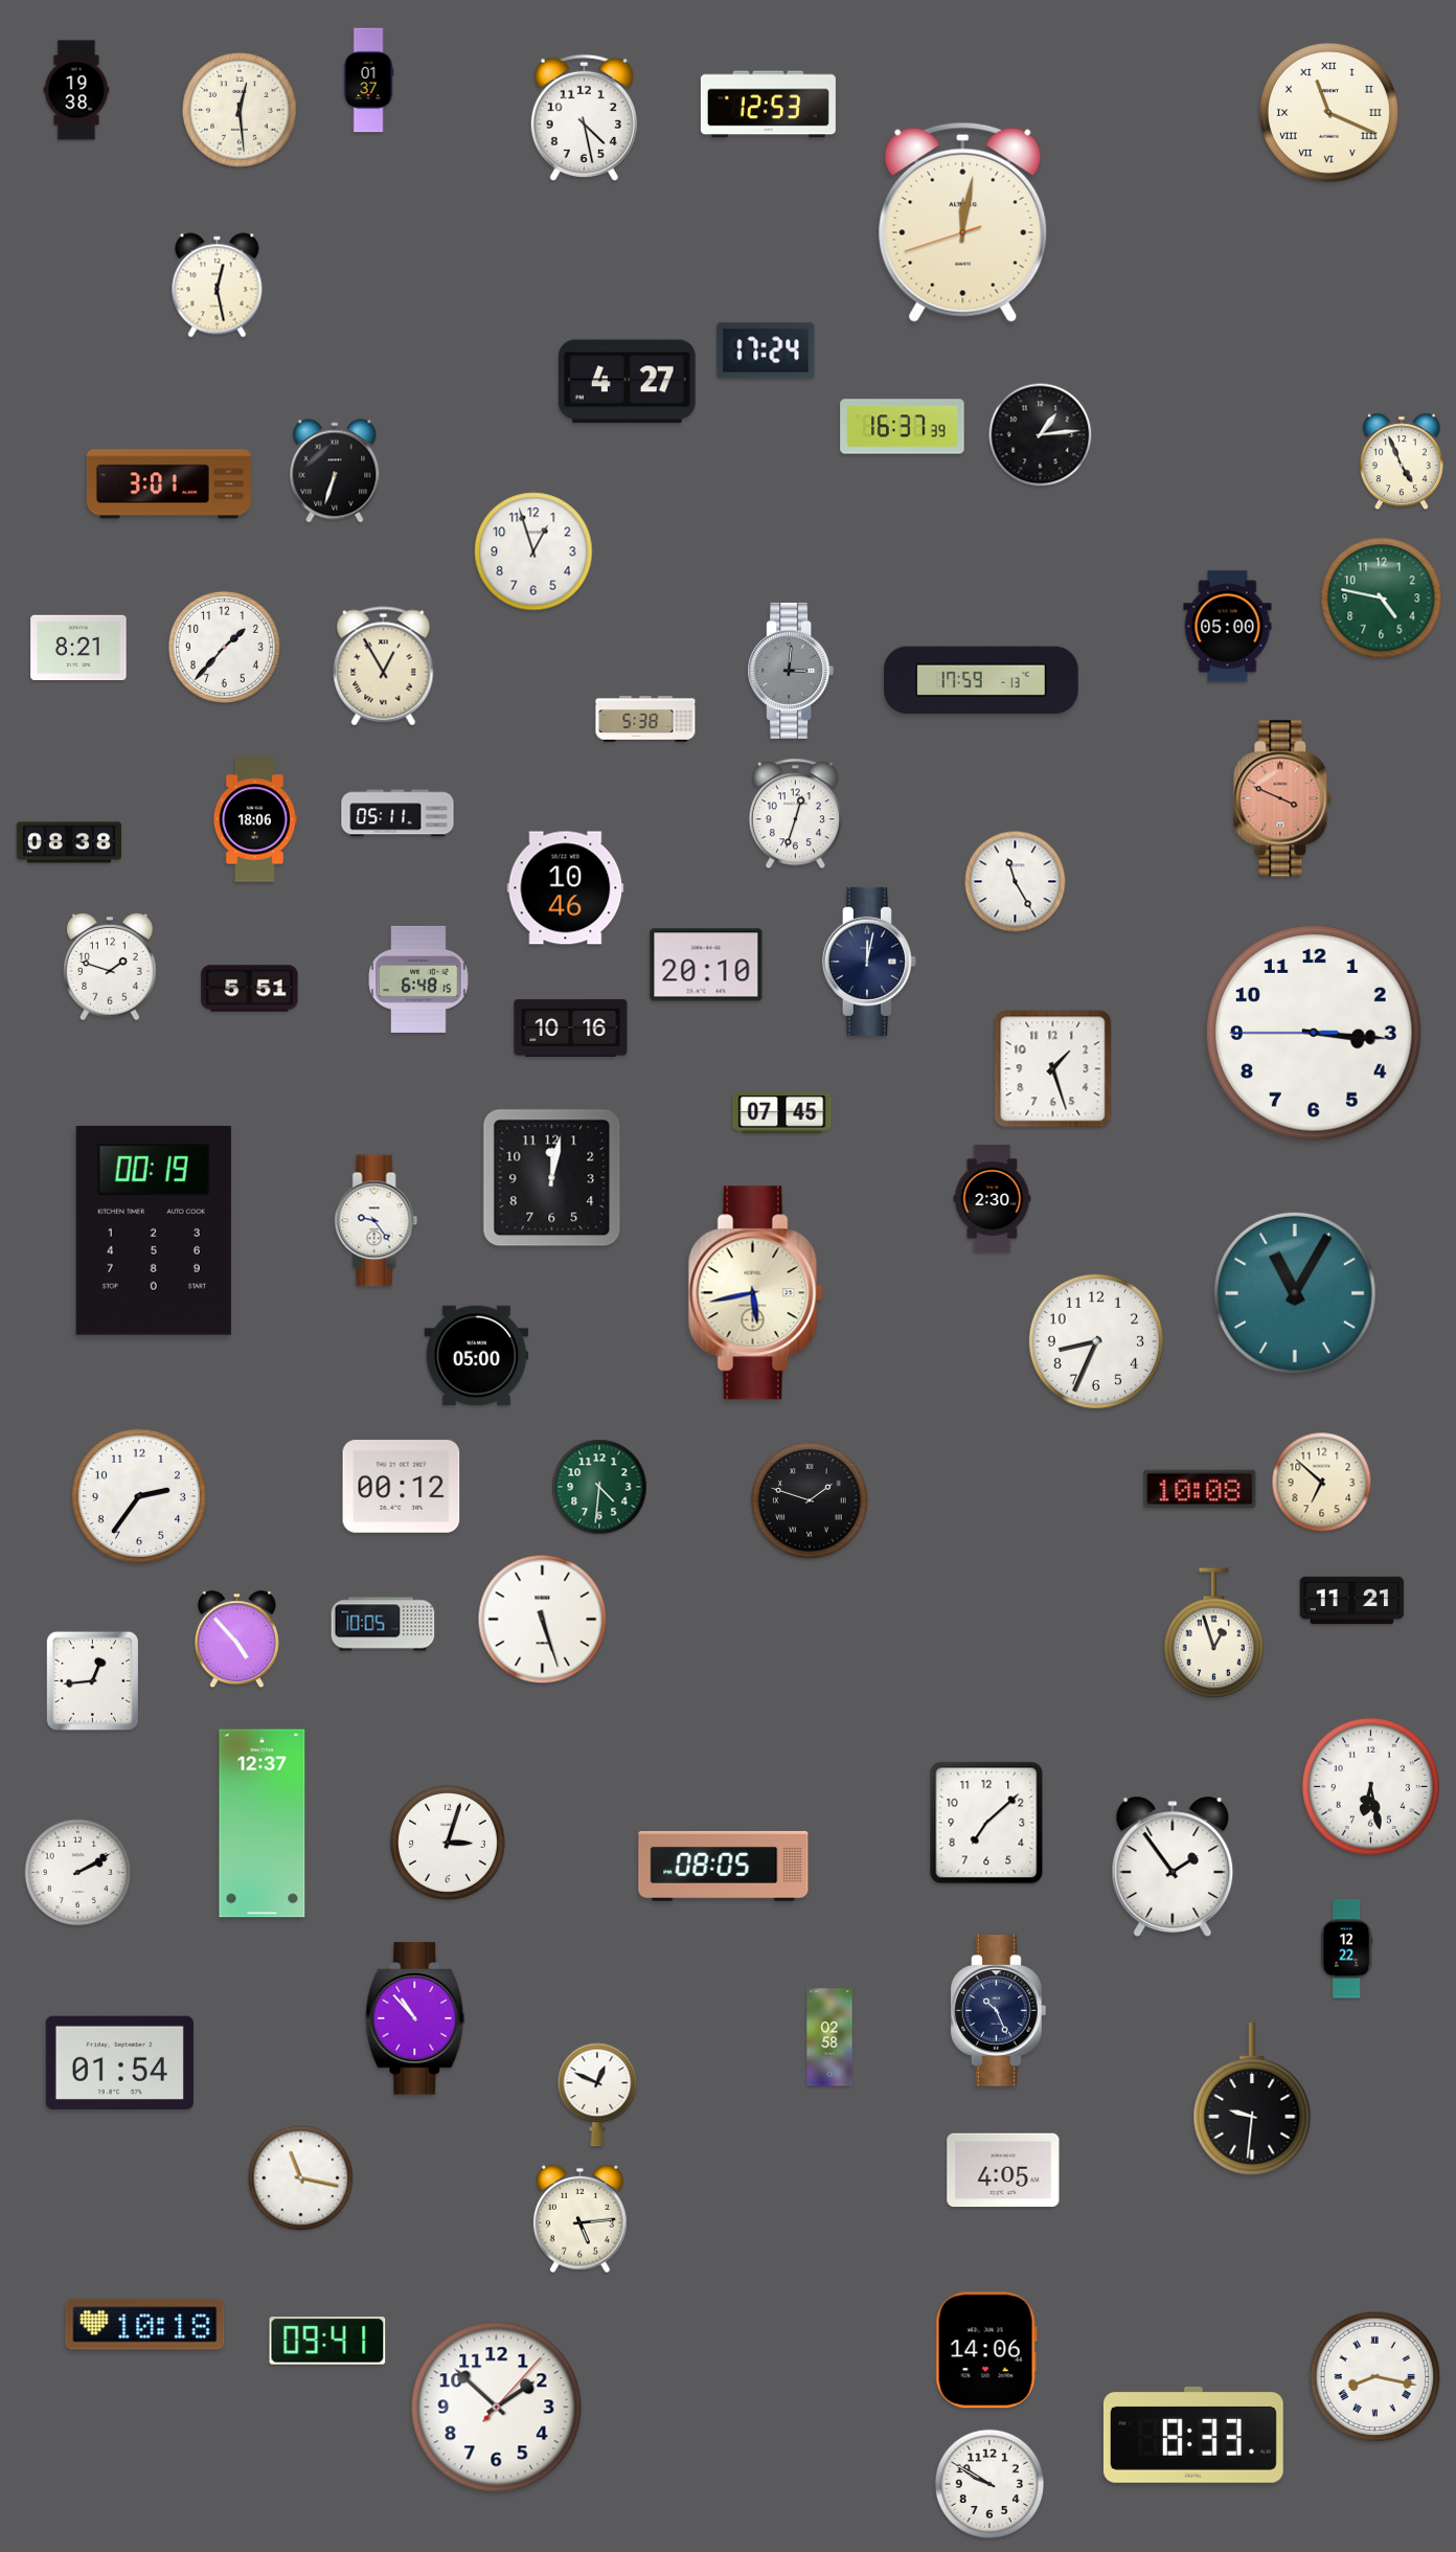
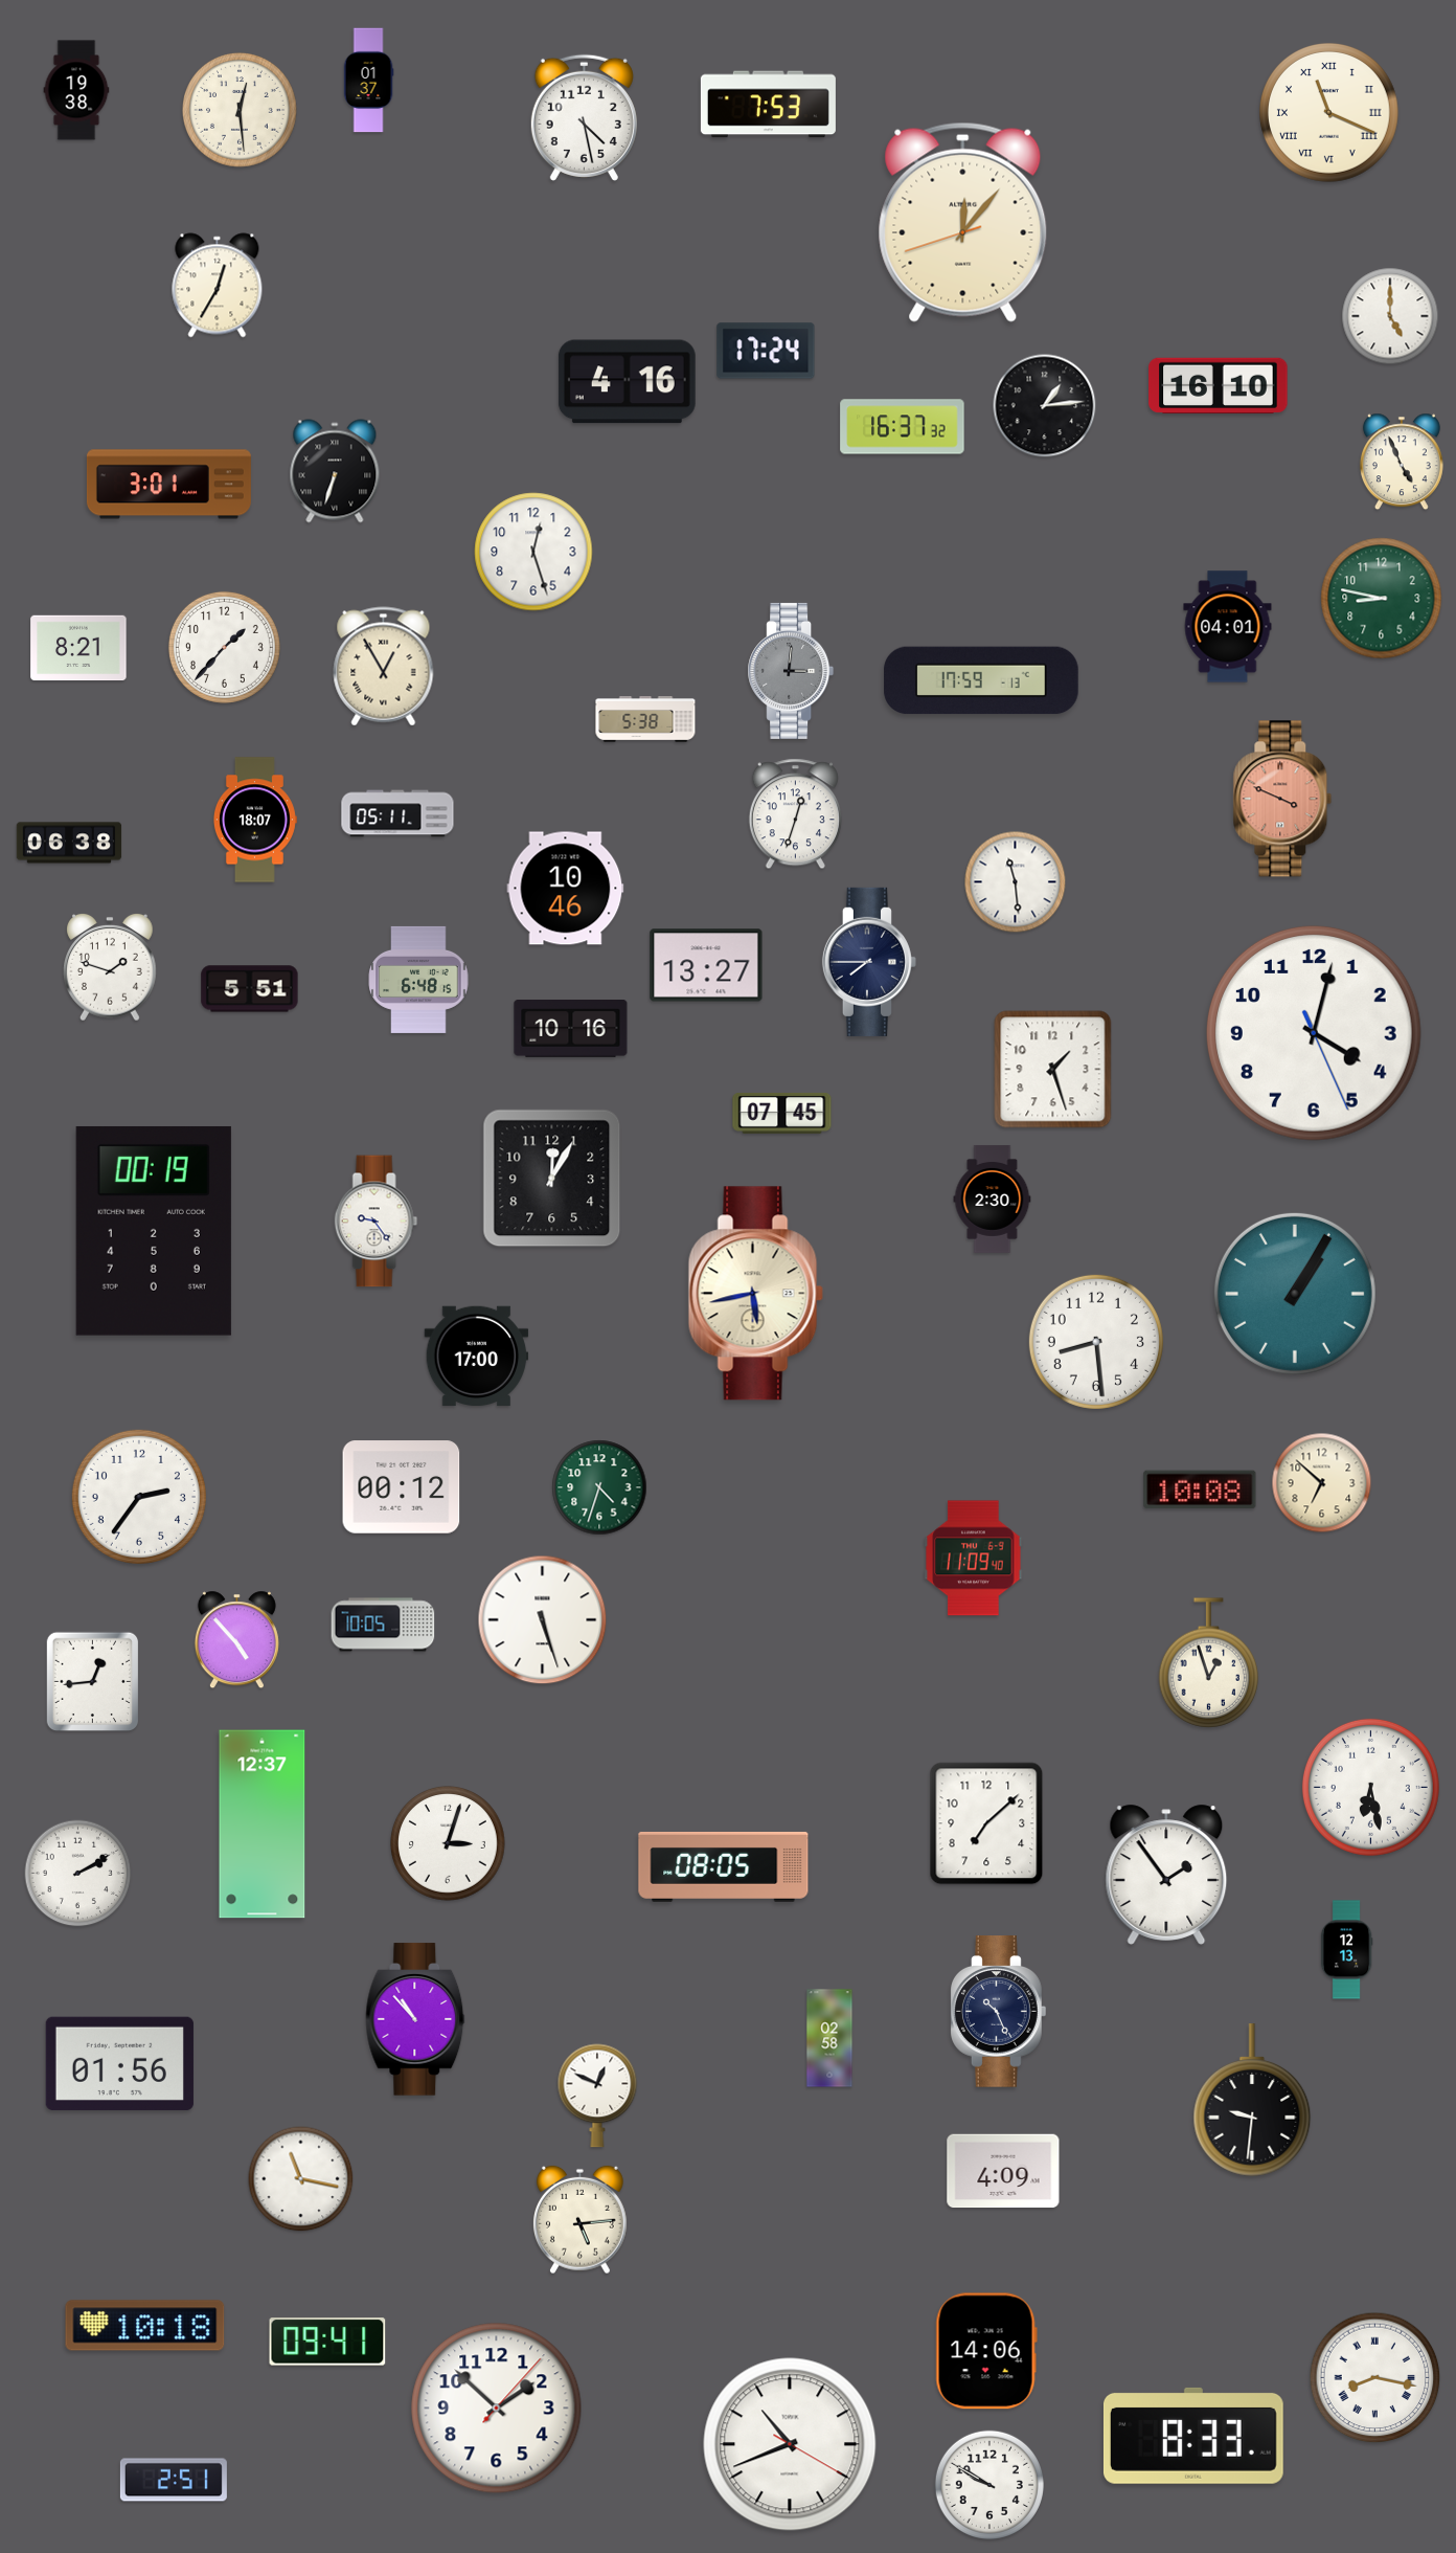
clock at (768, 105): 12:53 -> 7:53
clock at (963, 222): 12:01 -> 12:06
clock at (218, 286): 12:28 -> 12:35
clock at (1390, 316): none -> 5:00
clock at (627, 382): 4:27 -> 4:16
clock at (1219, 385): none -> 16:10
clock at (903, 427): 16:37:39 -> 16:37:32
clock at (1041, 435) position: (1041, 435) -> (1045, 406)
clock at (533, 551): 12:57 -> 12:27
clock at (1382, 599): 4:47 -> 8:47
clock at (1228, 627): 05:00 -> 04:01
clock at (254, 819): 18:06 -> 18:07
clock at (69, 842): 08:38 -> 06:38
clock at (1016, 882): 11:25 -> 11:29
clock at (869, 962): 12:02 -> 7:45
clock at (706, 965): 20:10 -> 13:27
clock at (1314, 1033): 3:15 -> 4:02
clock at (552, 1178): 12:02 -> 12:05
clock at (1295, 1293): 11:05 -> 1:05
clock at (1096, 1341): 8:34 -> 8:29
clock at (477, 1356): 05:00 -> 17:00
clock at (599, 1487): 4:31 -> 4:33
clock at (810, 1500): 1:48 -> none
clock at (974, 1559): none -> 11:09
clock at (1352, 1601): 11:21 -> none
clock at (1214, 1633) position: (1214, 1633) -> (1209, 1663)
clock at (1173, 1867) position: (1173, 1867) -> (1166, 1875)
clock at (1346, 1949): 12:22 -> 12:13
clock at (119, 2062): 01:54 -> 01:56
clock at (1003, 2170): 4:05 -> 4:09
clock at (790, 2444): none -> 10:41
clock at (174, 2480): none -> 2:51
